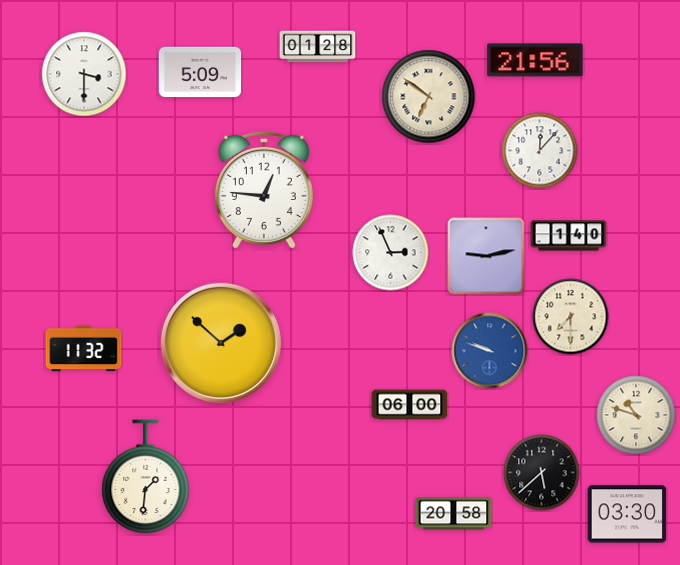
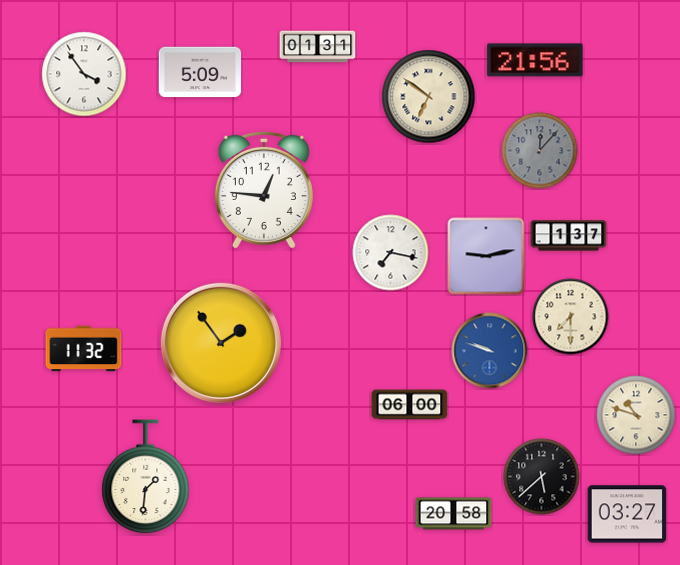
clock at (318, 47): 01:28 -> 01:31
clock at (84, 74): 3:30 -> 3:54
clock at (540, 151) dial: white -> grey
clock at (569, 236): 1:40 -> 1:37
clock at (391, 253): 2:56 -> 7:17
clock at (221, 343): 1:52 -> 1:54
clock at (542, 473) position: (542, 473) -> (542, 477)
clock at (627, 514): 03:30 -> 03:27
